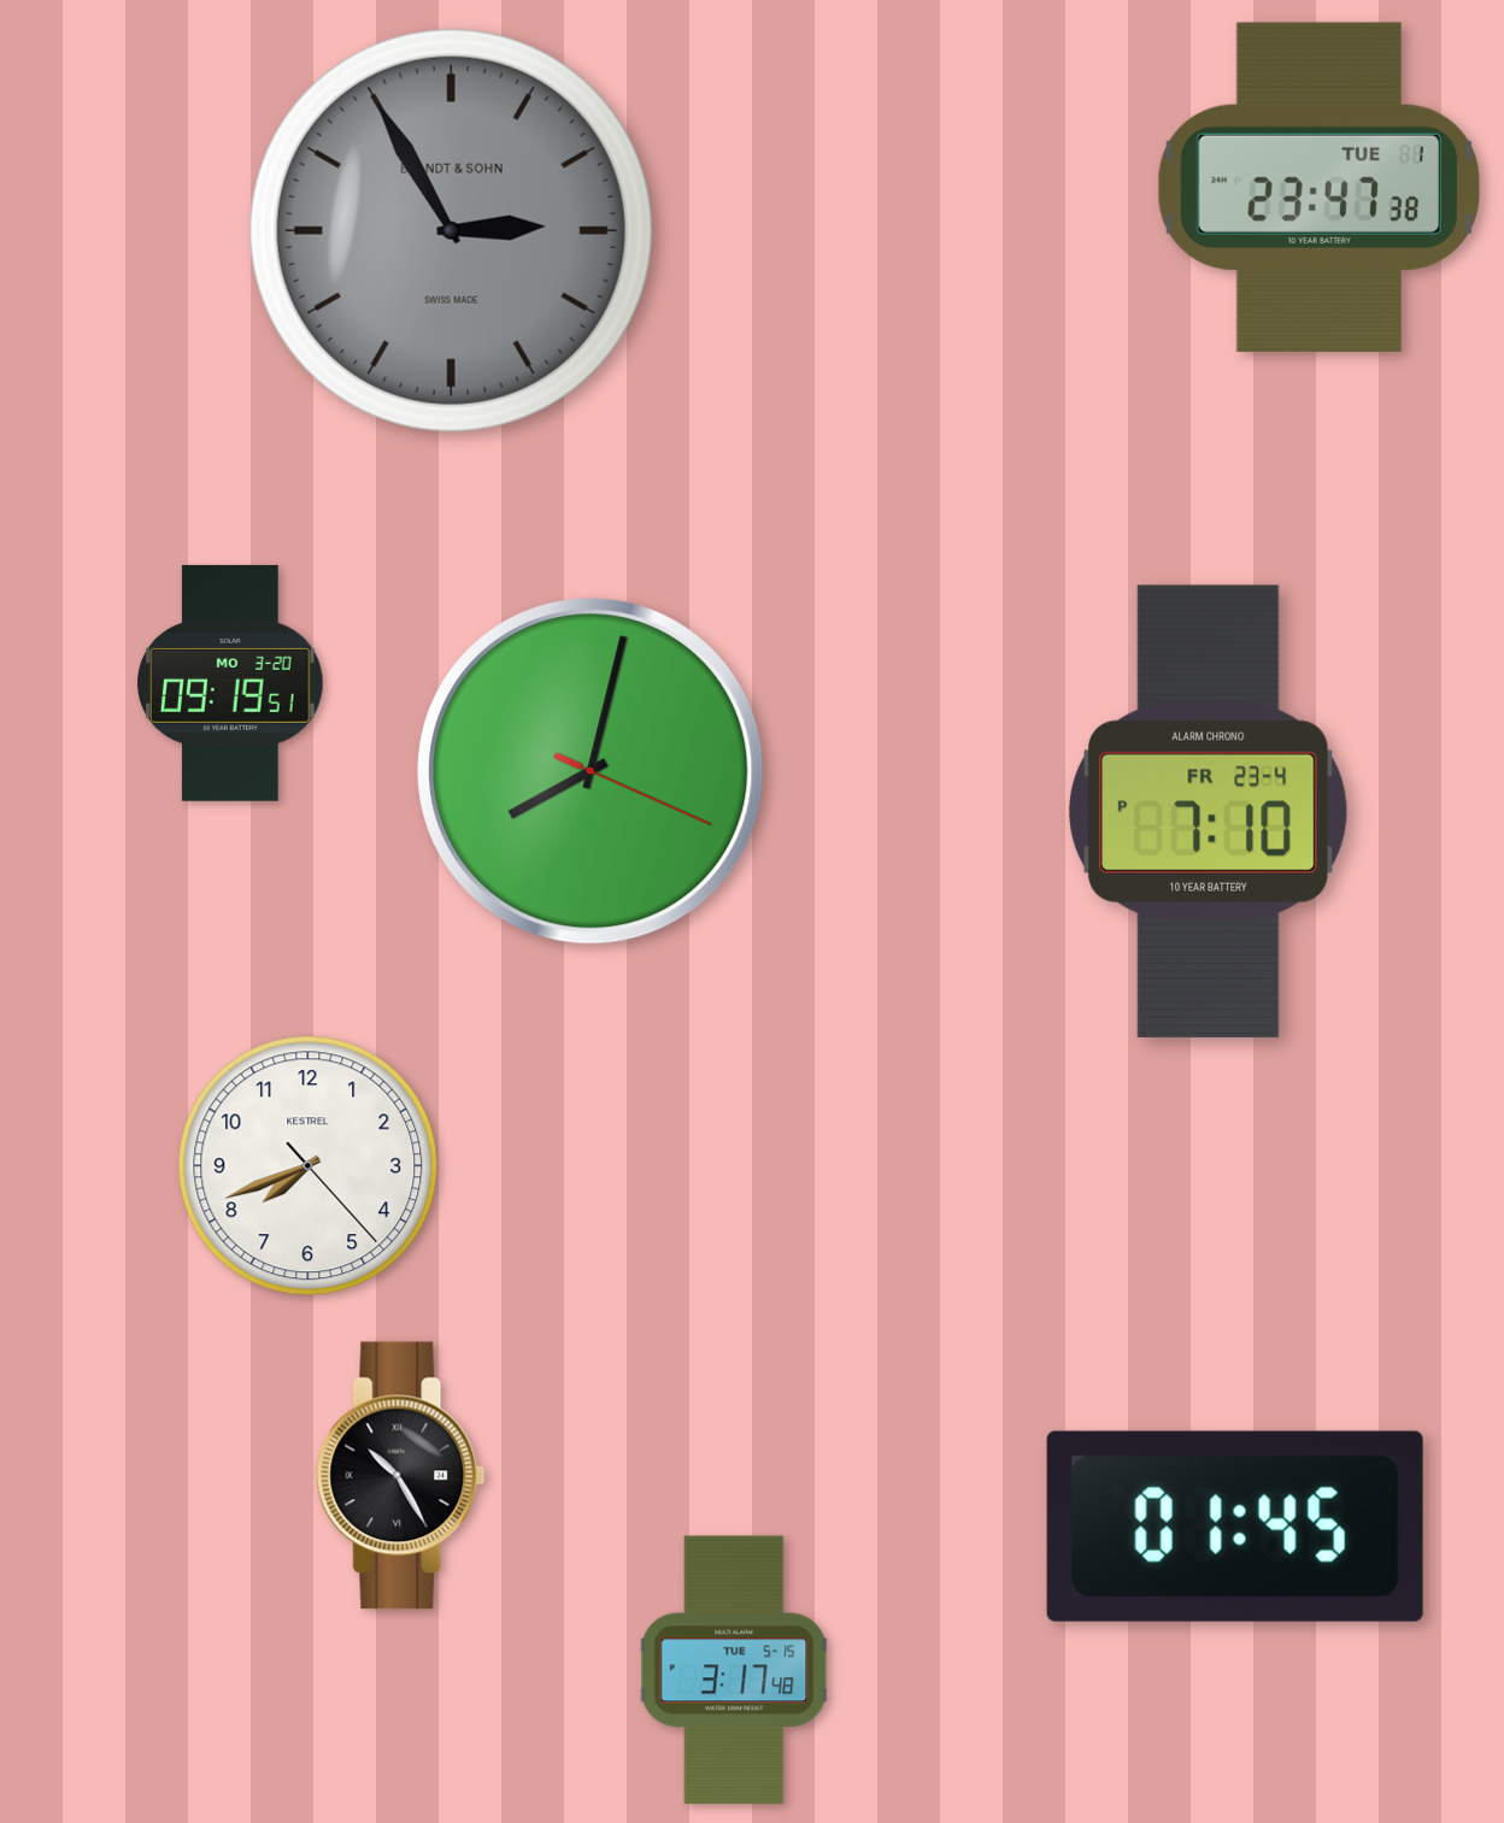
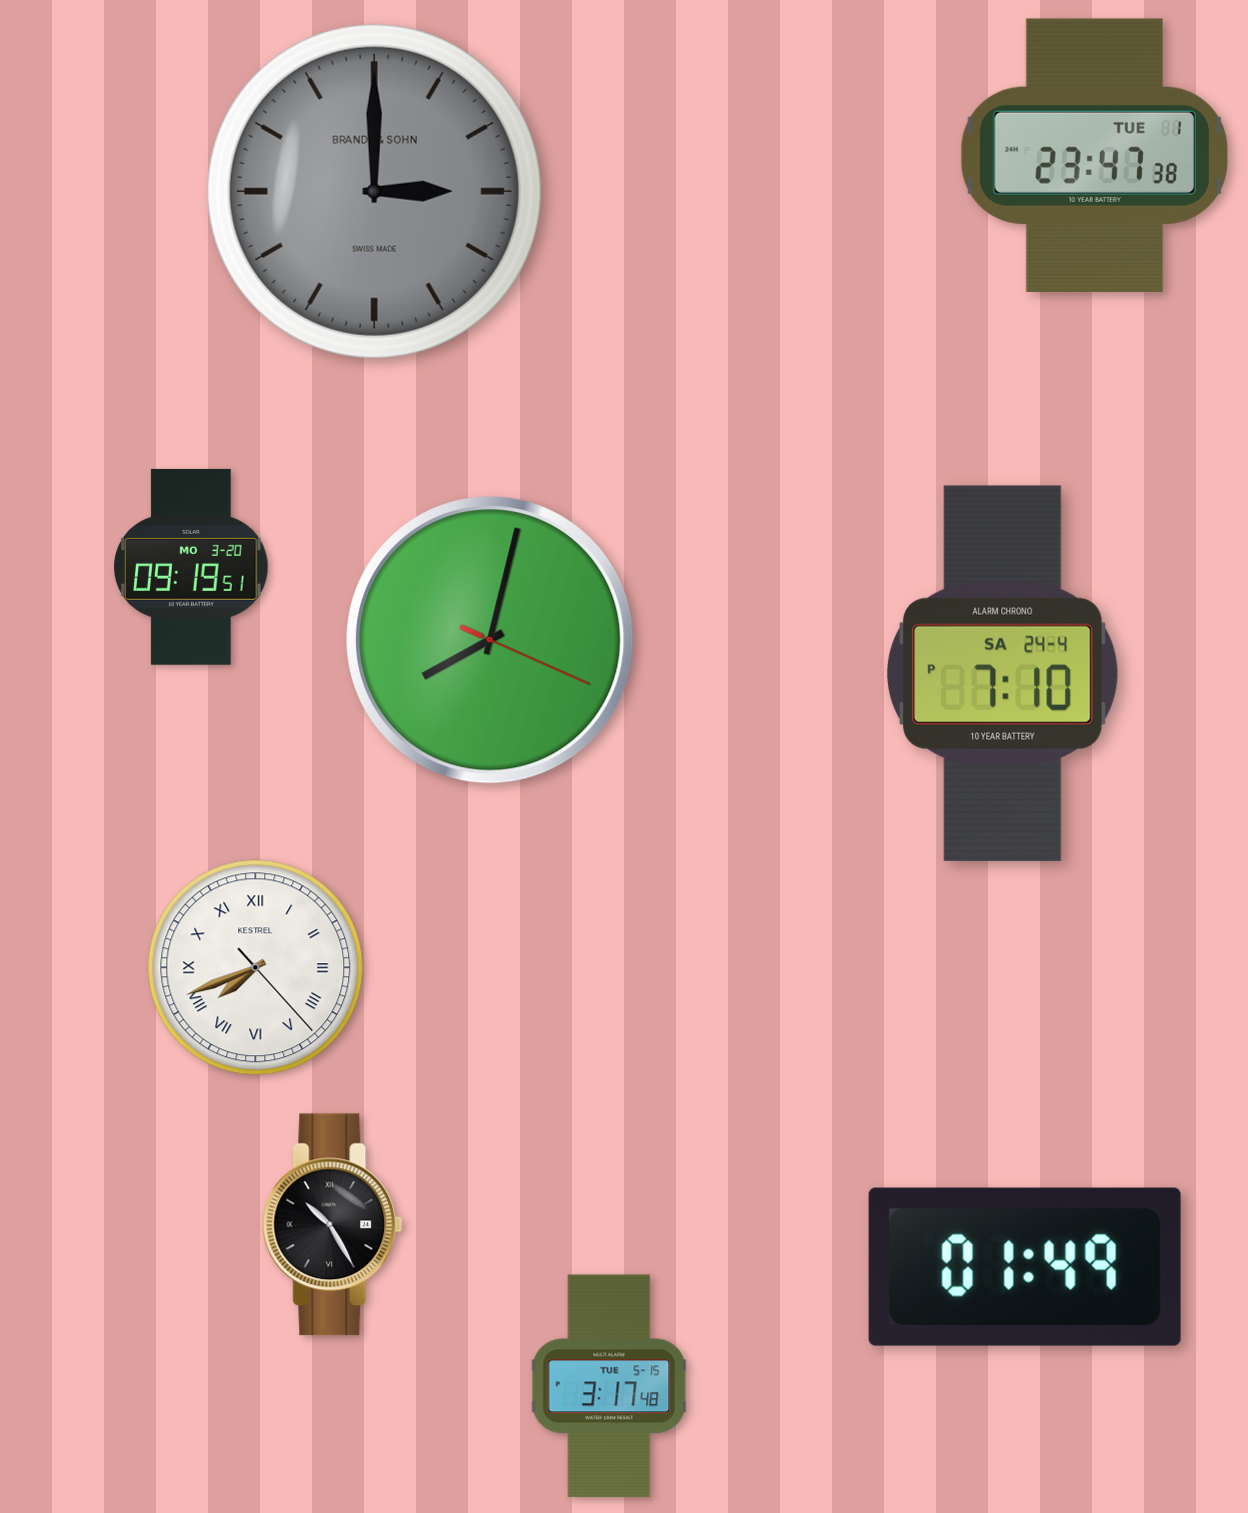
clock at (451, 230): 2:55 -> 3:00
clock at (1209, 811) date: FR 23-4 -> SA 24-4
clock at (309, 1166) numerals: Arabic -> Roman
clock at (1235, 1527): 01:45 -> 01:49
